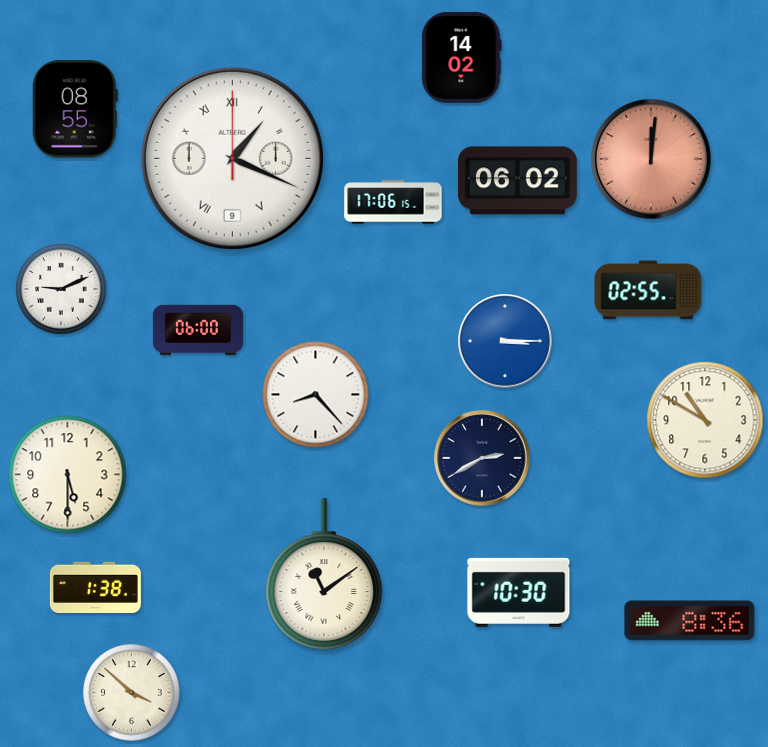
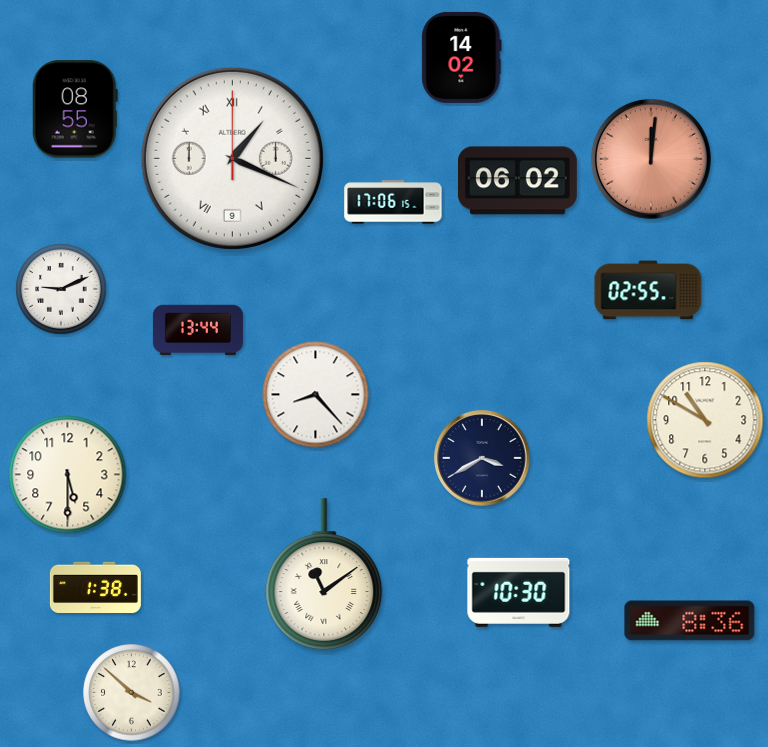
clock at (198, 330): 06:00 -> 13:44
clock at (505, 341): 3:15 -> none
clock at (482, 458): 2:40 -> 3:40
